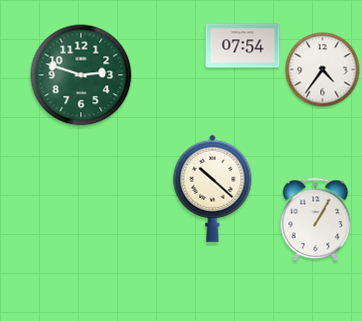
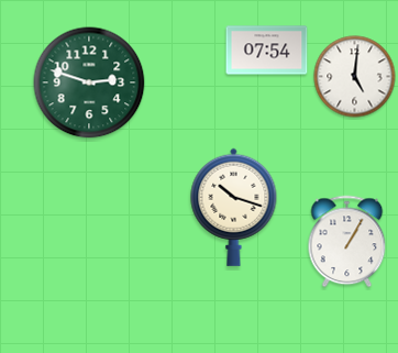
clock at (323, 70): 4:36 -> 5:01
clock at (213, 188): 10:22 -> 10:18
